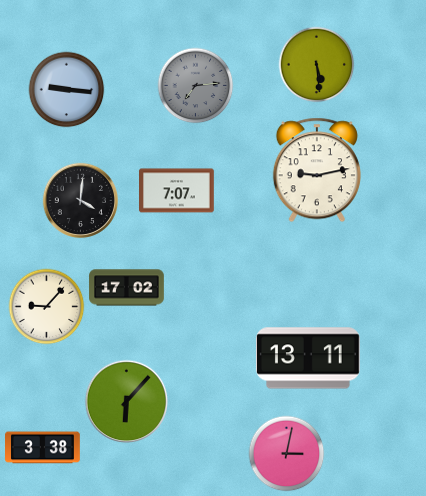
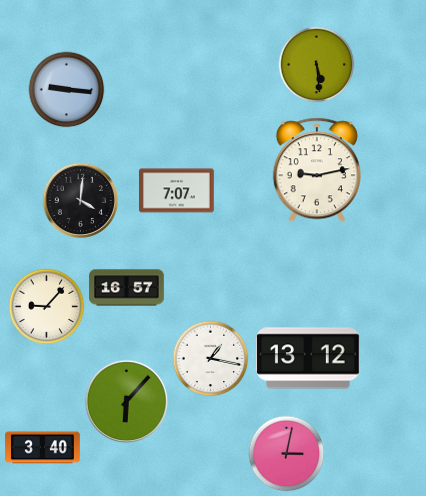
clock at (196, 86): 7:14 -> none
clock at (127, 288): 17:02 -> 16:57
clock at (309, 358): 13:11 -> 13:12
clock at (211, 359): none -> 1:17
clock at (43, 448): 3:38 -> 3:40
